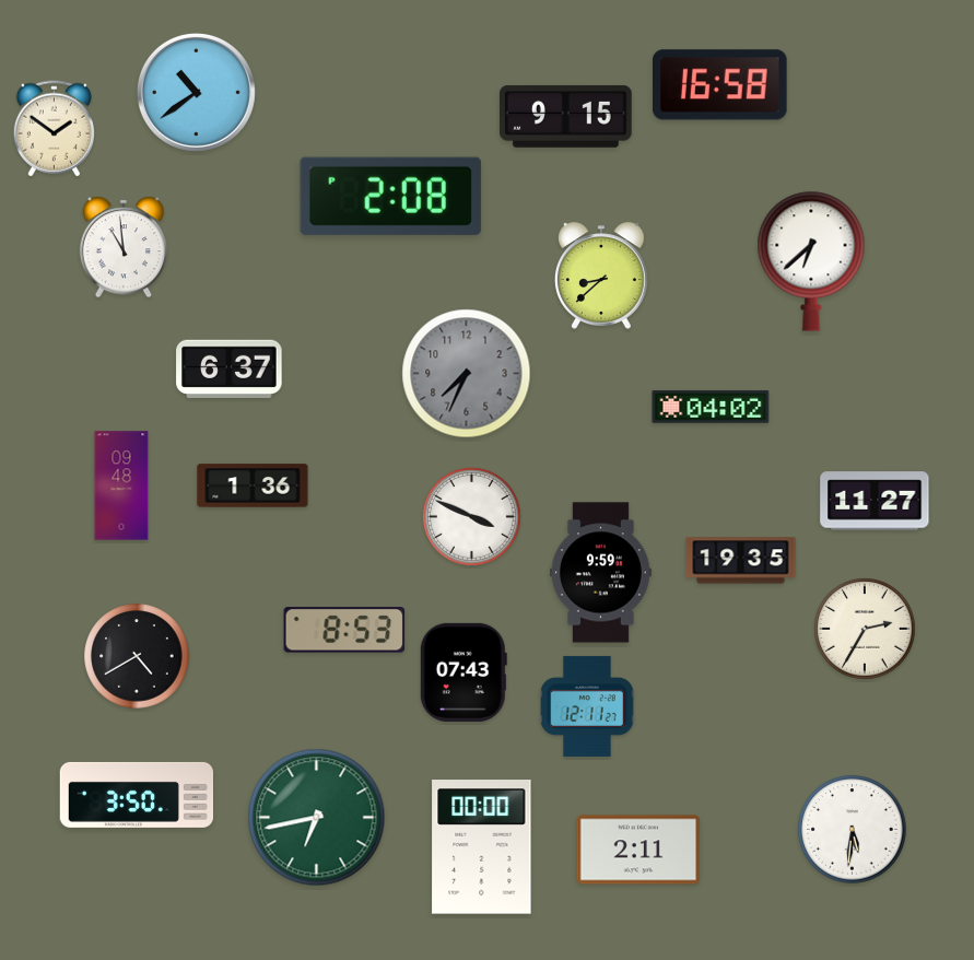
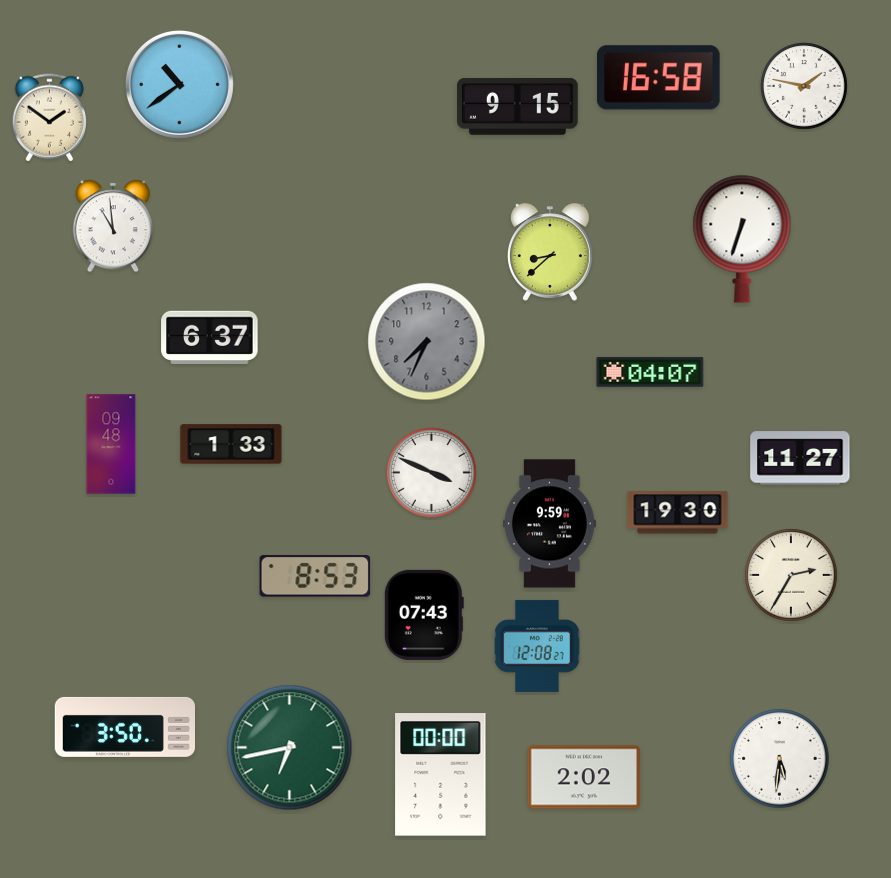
clock at (804, 86): none -> 1:47
clock at (390, 196): 2:08 -> none
clock at (811, 261): 6:38 -> 6:33
clock at (711, 407): 04:02 -> 04:07
clock at (253, 485): 1:36 -> 1:33
clock at (741, 561): 19:35 -> 19:30
clock at (137, 656): 4:40 -> none
clock at (587, 706): 12:11 -> 12:08
clock at (638, 850): 2:11 -> 2:02
